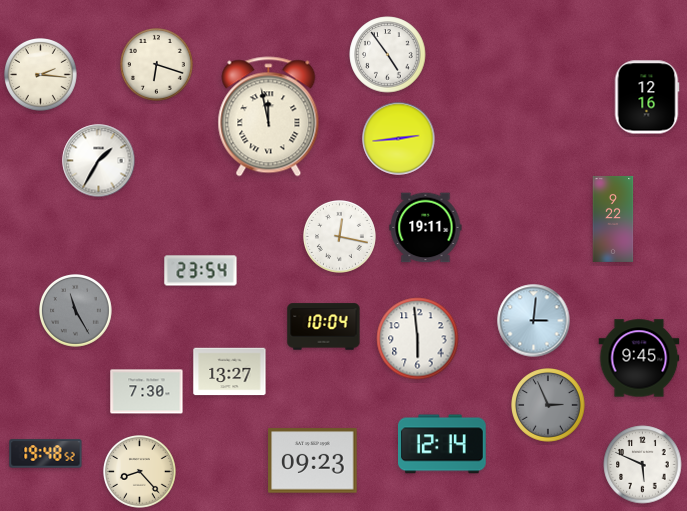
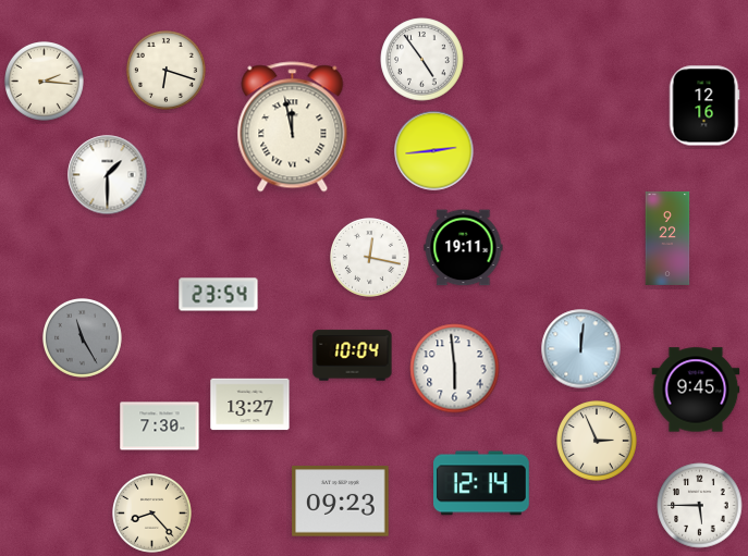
clock at (157, 65) position: (157, 65) -> (167, 71)
clock at (99, 161): 1:35 -> 1:30
clock at (534, 321): 3:01 -> 12:01
clock at (549, 406) dial: grey -> cream
clock at (46, 454): 19:48 -> none
clock at (643, 465): 5:49 -> 5:45
